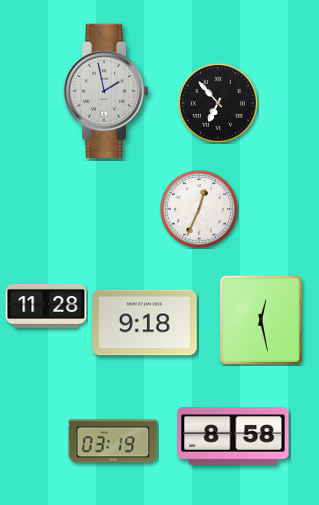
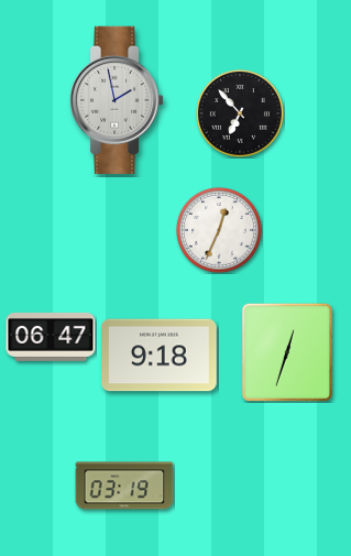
clock at (46, 306): 11:28 -> 06:47
clock at (261, 320): 12:28 -> 12:33
clock at (233, 436): 8:58 -> none
